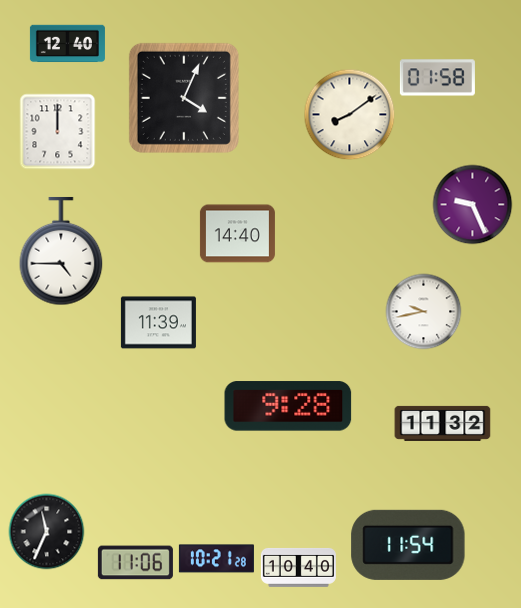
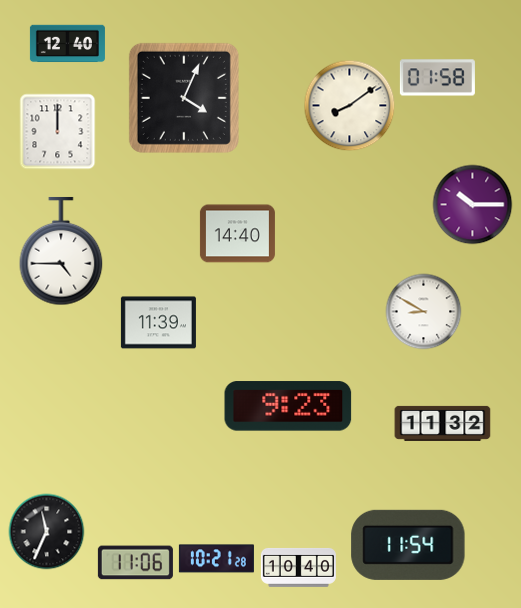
clock at (350, 115) position: (350, 115) -> (350, 106)
clock at (473, 205): 9:26 -> 10:15
clock at (424, 312): 9:43 -> 8:50
clock at (288, 406): 9:28 -> 9:23
